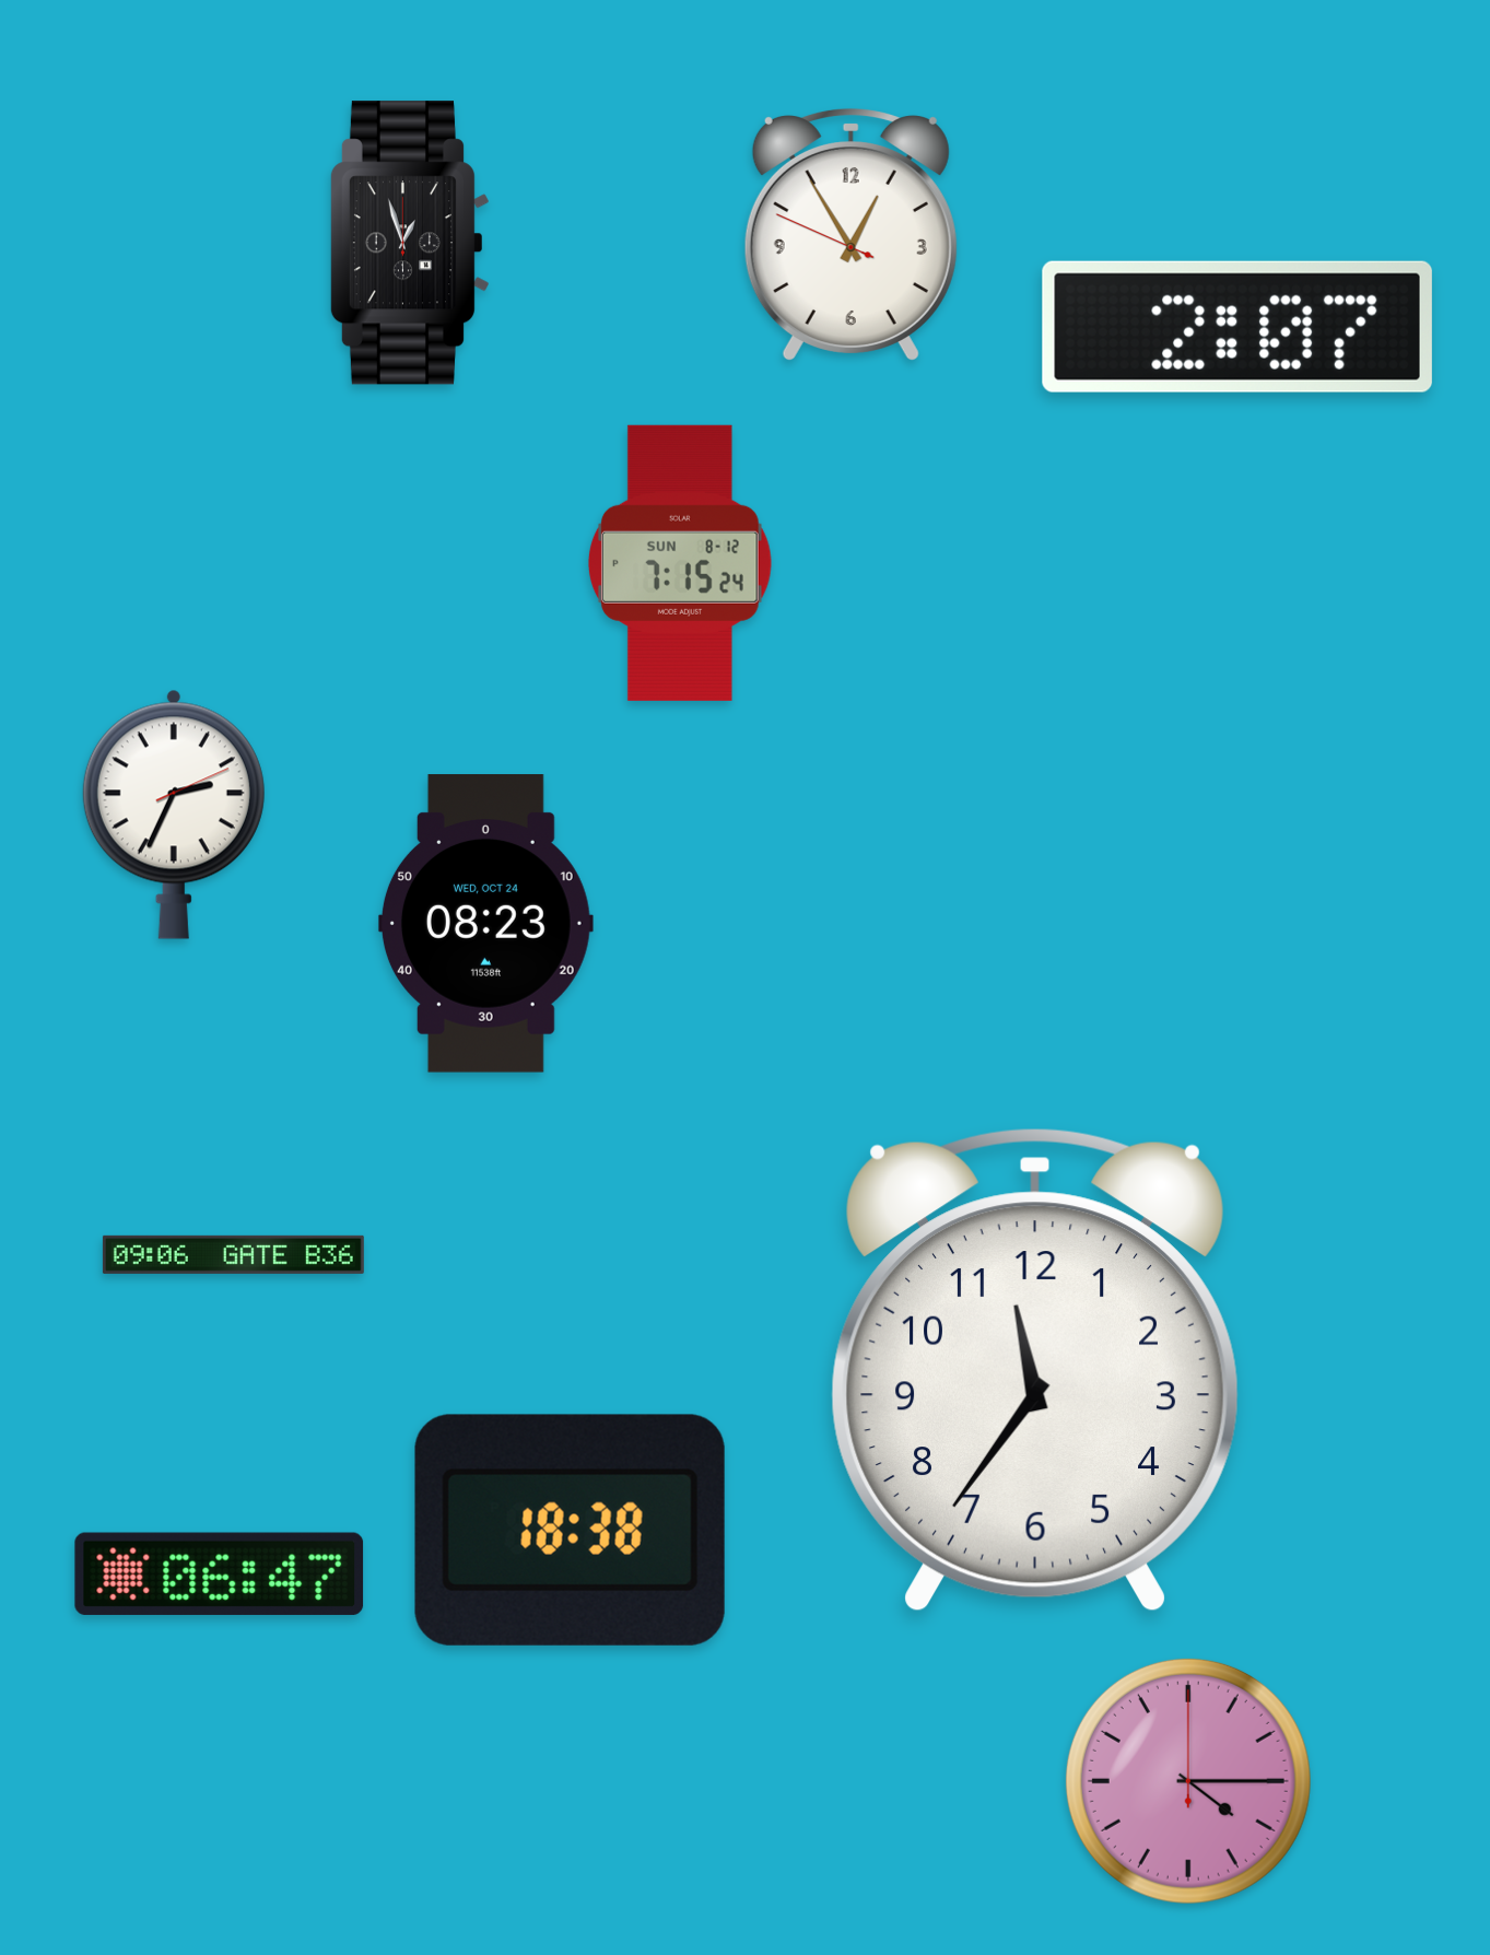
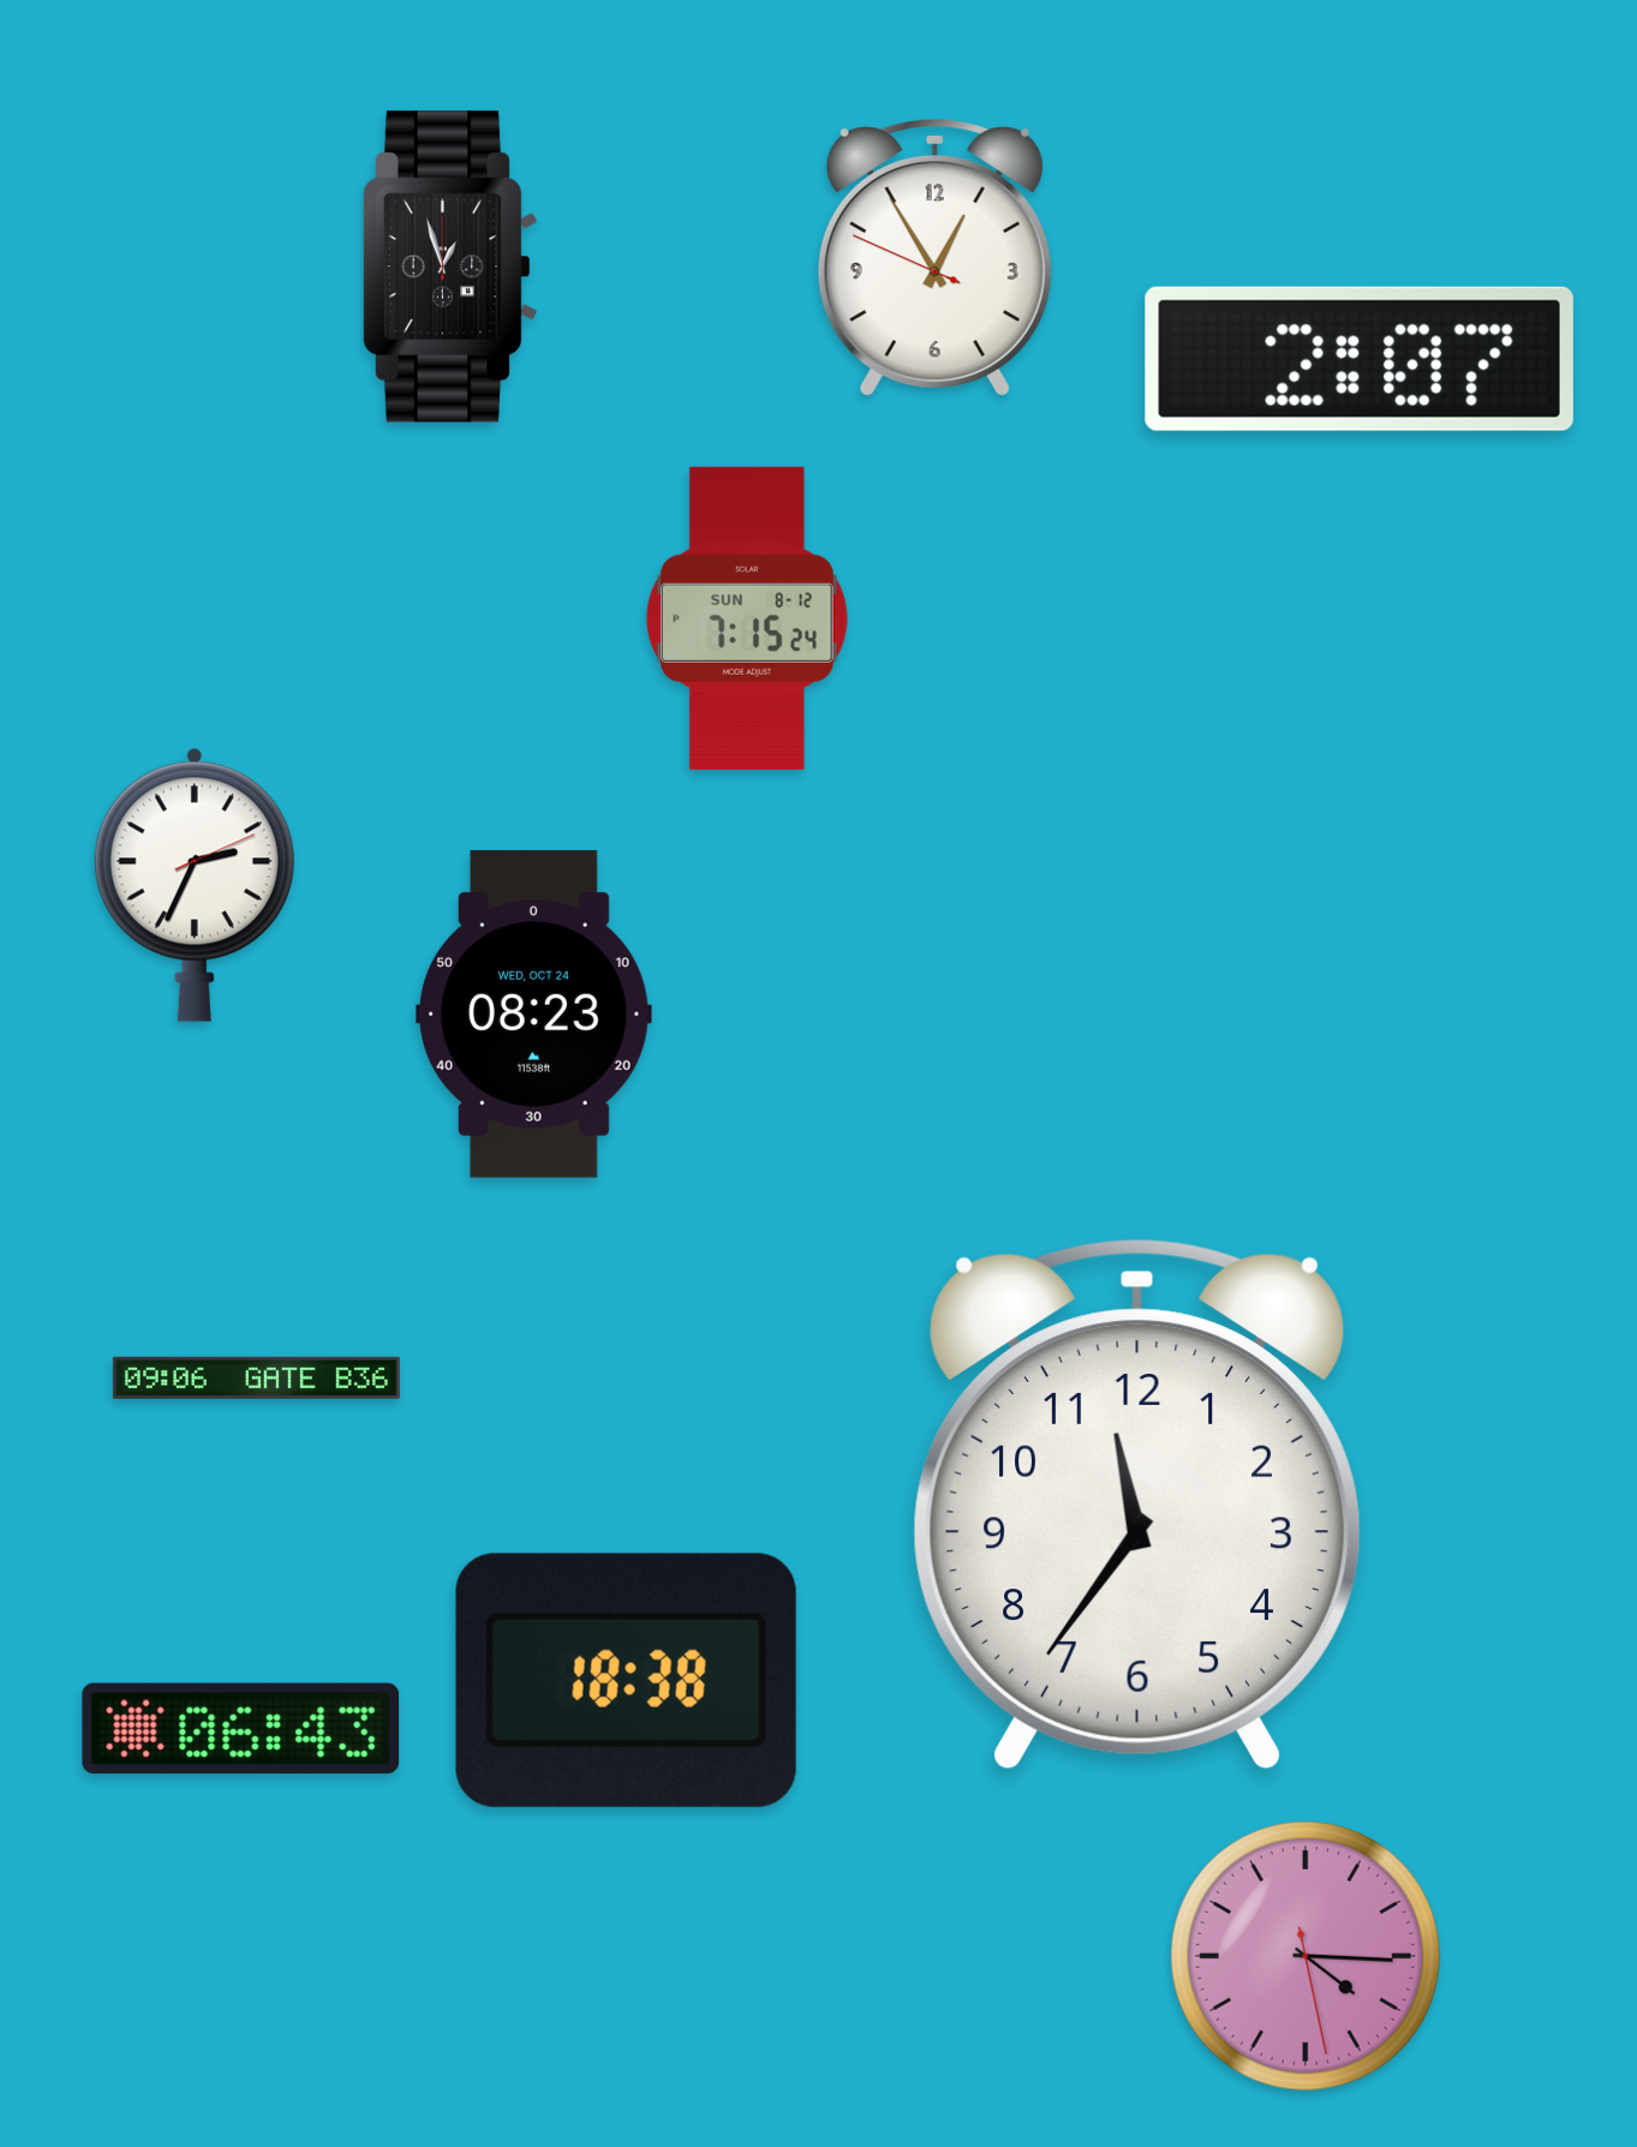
clock at (174, 815) position: (174, 815) -> (195, 885)
clock at (220, 1573): 06:47 -> 06:43
clock at (1188, 1781): 4:15:00 -> 4:15:28
